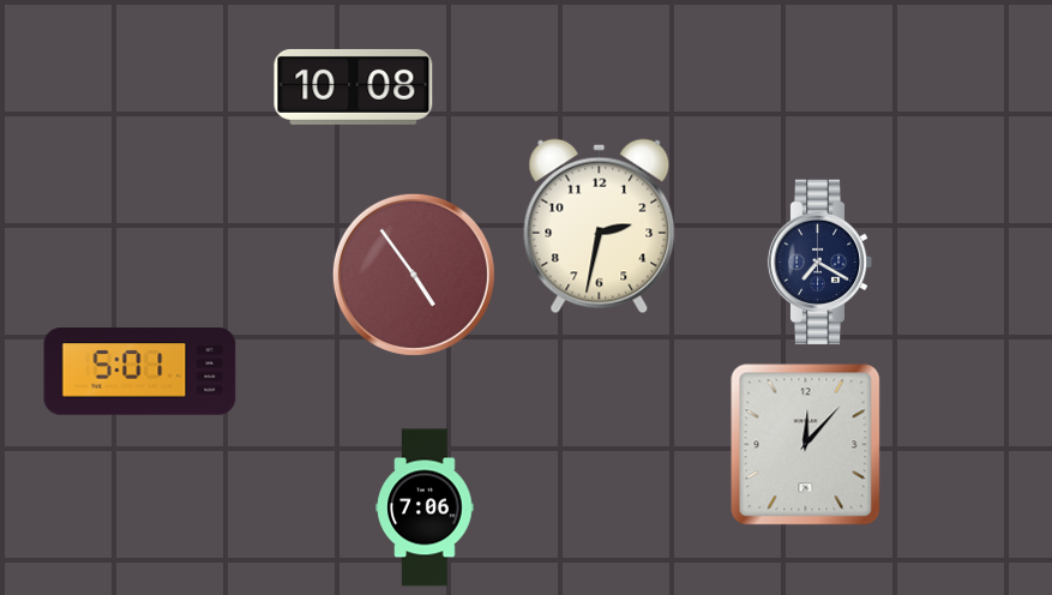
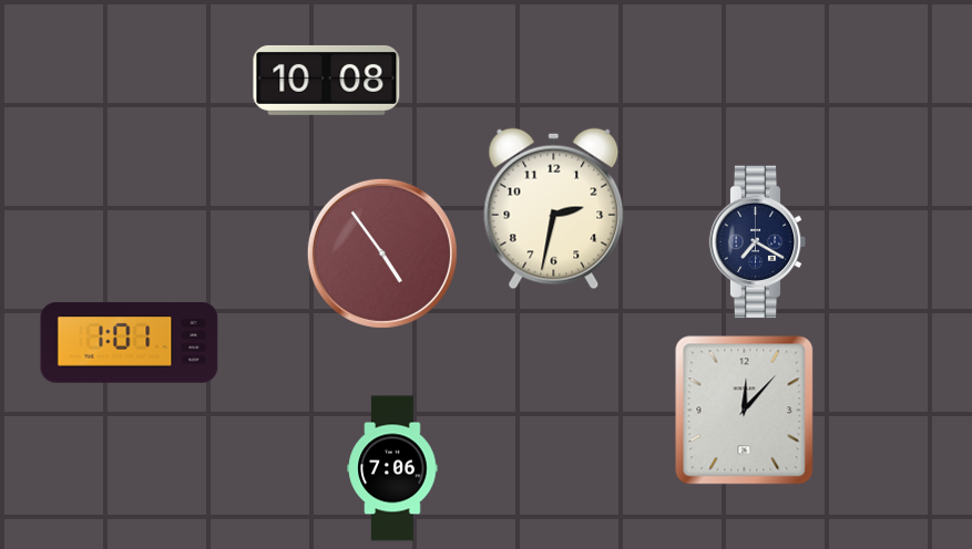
clock at (140, 372): 5:01 -> 1:01
